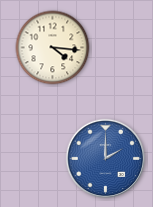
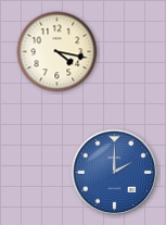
clock at (53, 48): 4:16 -> 4:17
